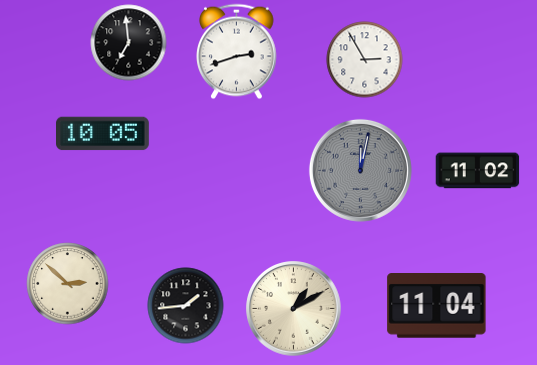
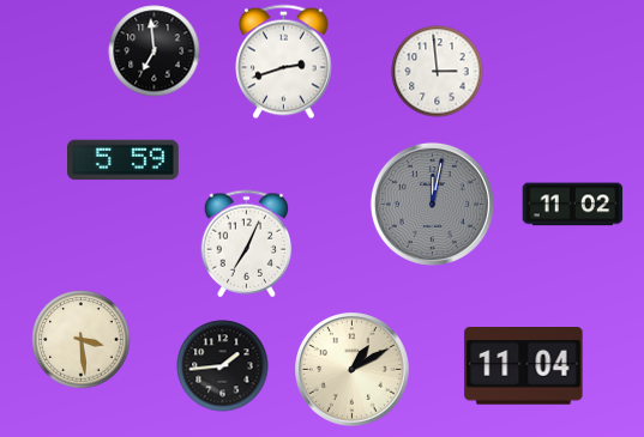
clock at (365, 60): 2:55 -> 2:59
clock at (103, 134): 10:05 -> 5:59
clock at (247, 244): none -> 7:04
clock at (68, 284): 2:52 -> 3:29
